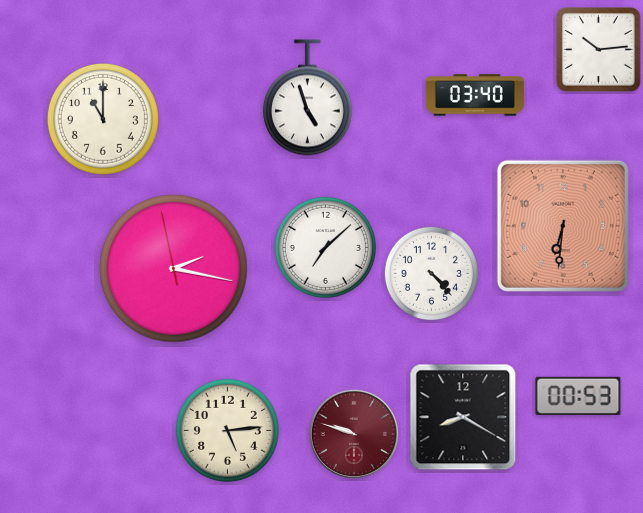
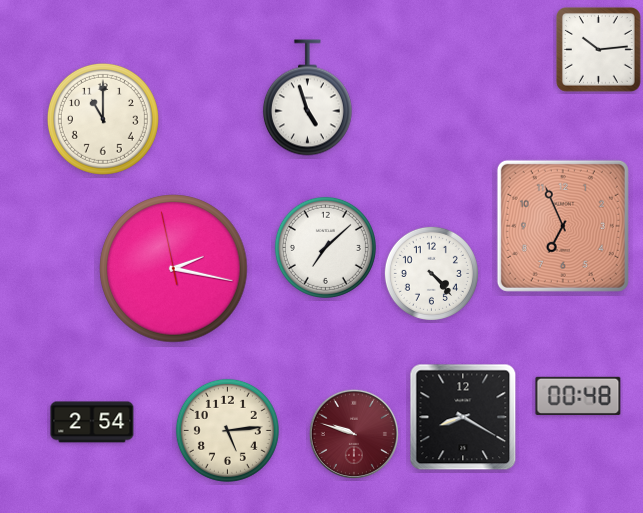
clock at (475, 95): 03:40 -> none
clock at (563, 226): 6:31 -> 6:56
clock at (578, 396): 00:53 -> 00:48
clock at (92, 422): none -> 2:54
